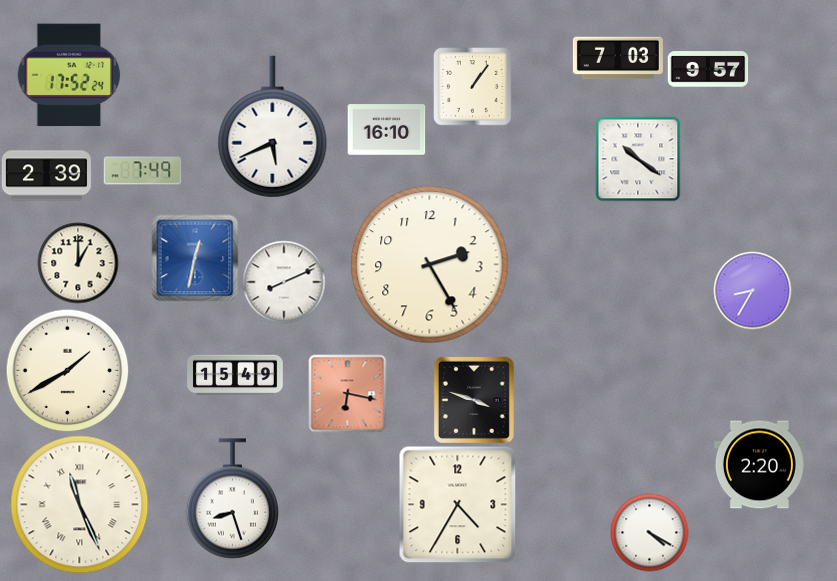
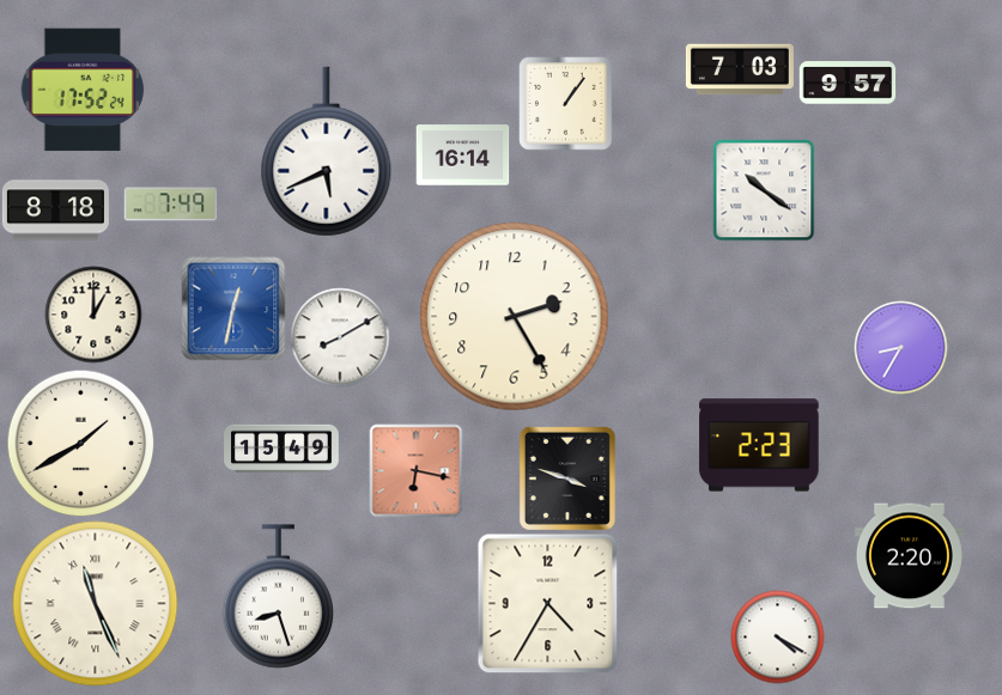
clock at (386, 130): 16:10 -> 16:14
clock at (46, 176): 2:39 -> 8:18
clock at (284, 282): 8:11 -> 8:10
clock at (759, 445): none -> 2:23
